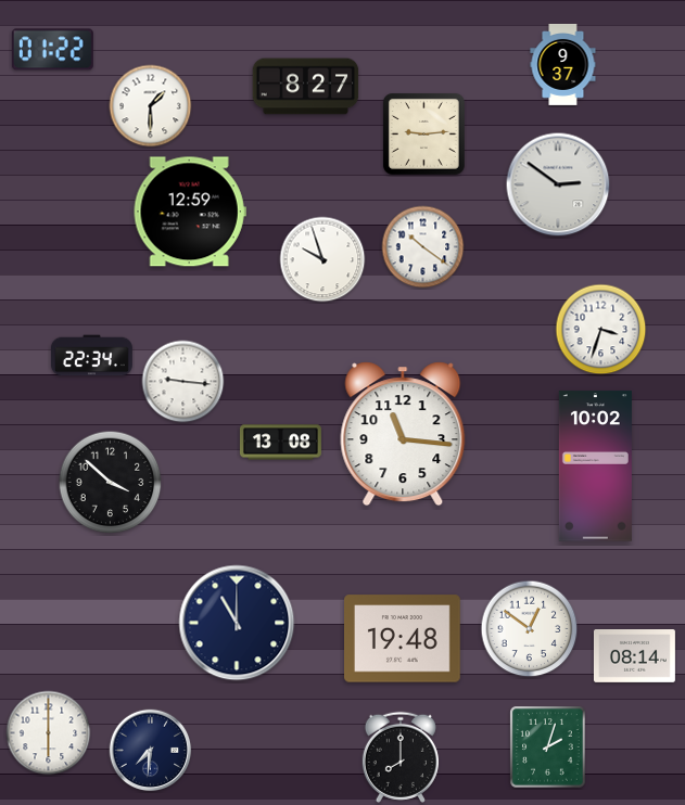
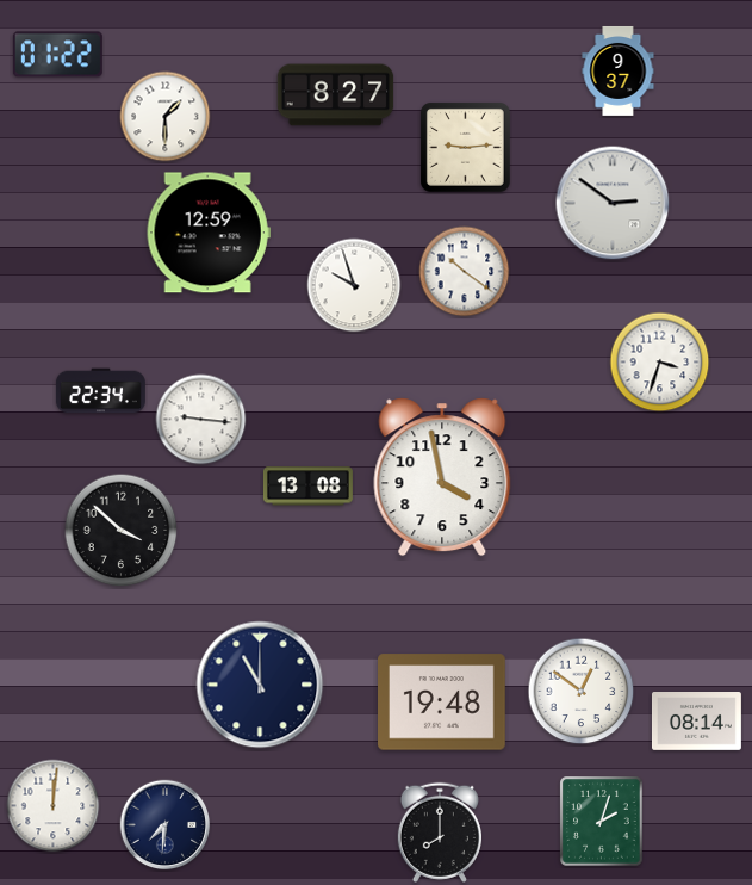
clock at (403, 434): 11:16 -> 3:58
clock at (595, 467): 10:02 -> none
clock at (49, 733): 6:00 -> 12:01
